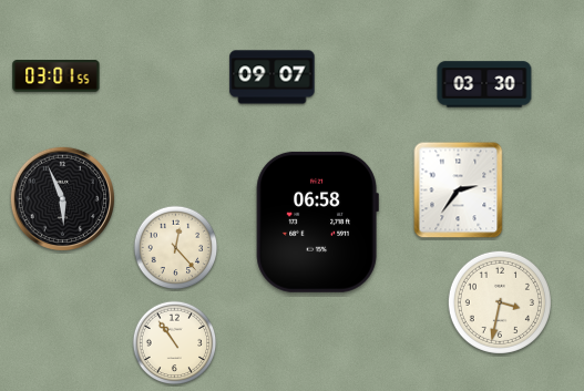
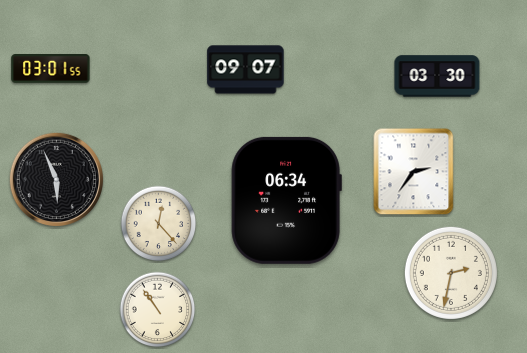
clock at (317, 222): 06:58 -> 06:34
clock at (500, 302): 3:32 -> 2:32
